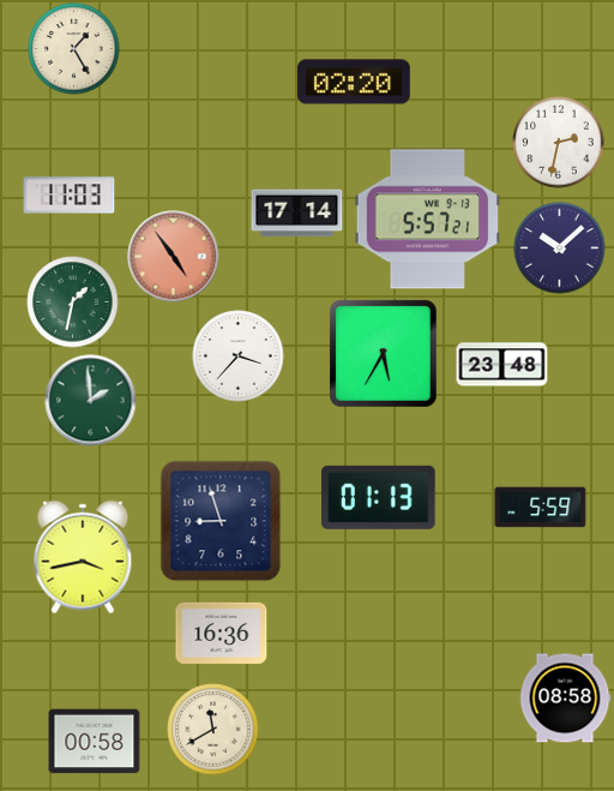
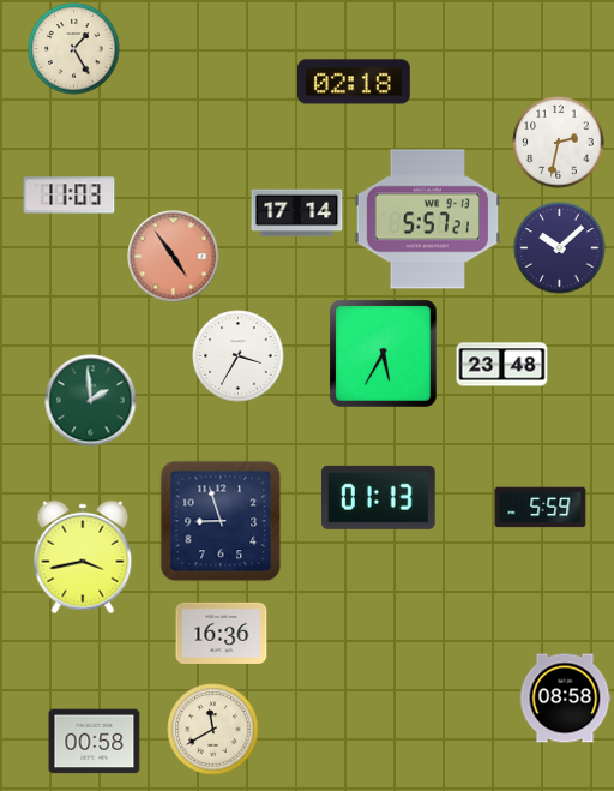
clock at (355, 82): 02:20 -> 02:18
clock at (73, 302): 1:32 -> none
clock at (239, 356): 3:37 -> 3:35
